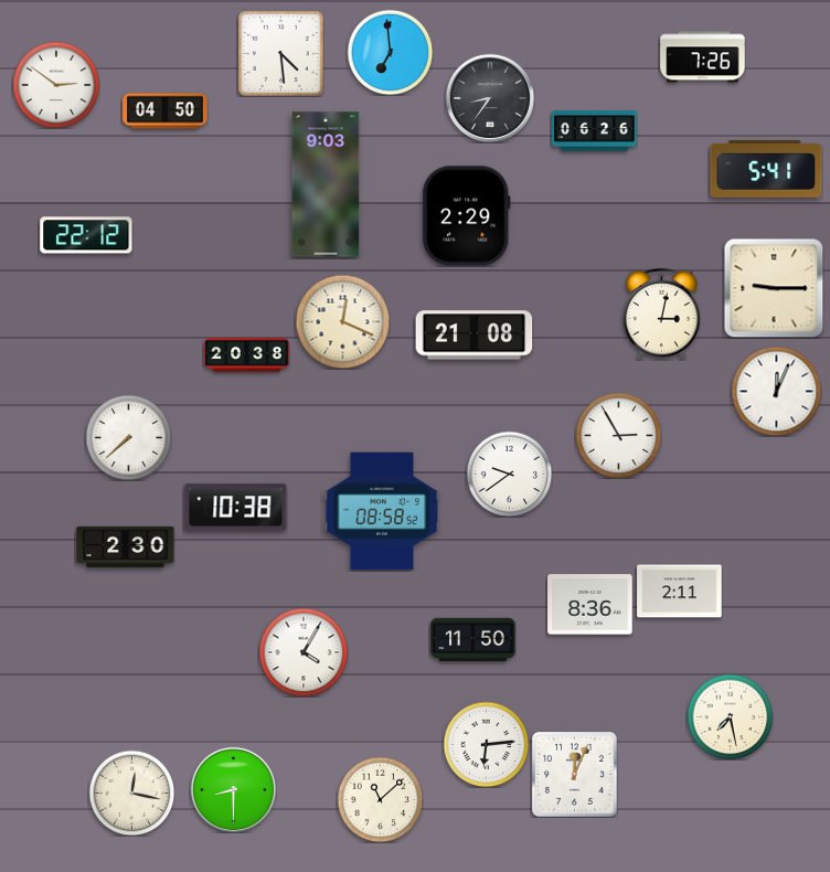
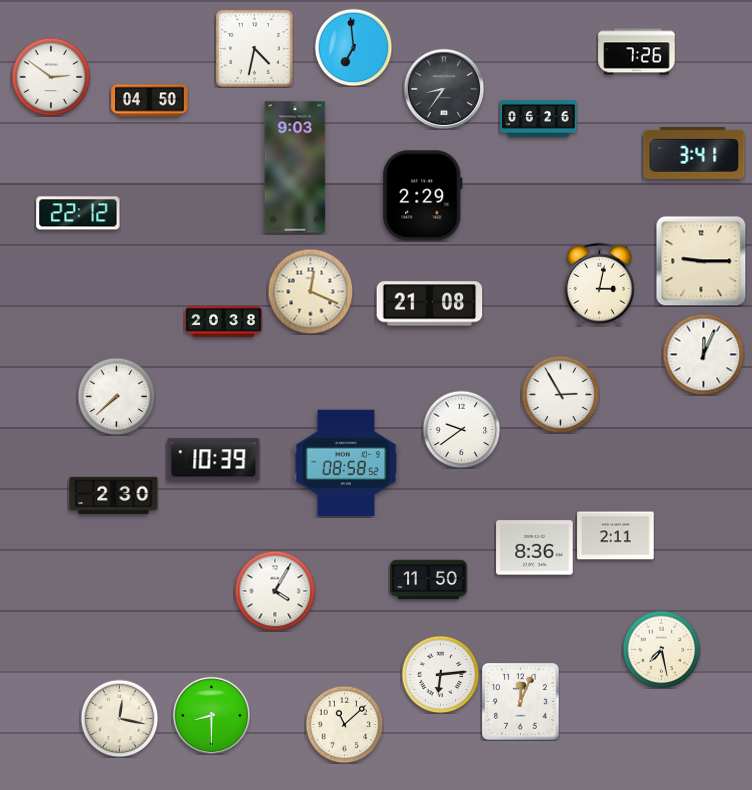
clock at (281, 54): 4:29 -> 4:32
clock at (766, 169): 5:41 -> 3:41
clock at (236, 508): 10:38 -> 10:39
